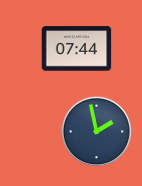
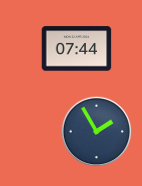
clock at (97, 132): 1:58 -> 1:55
